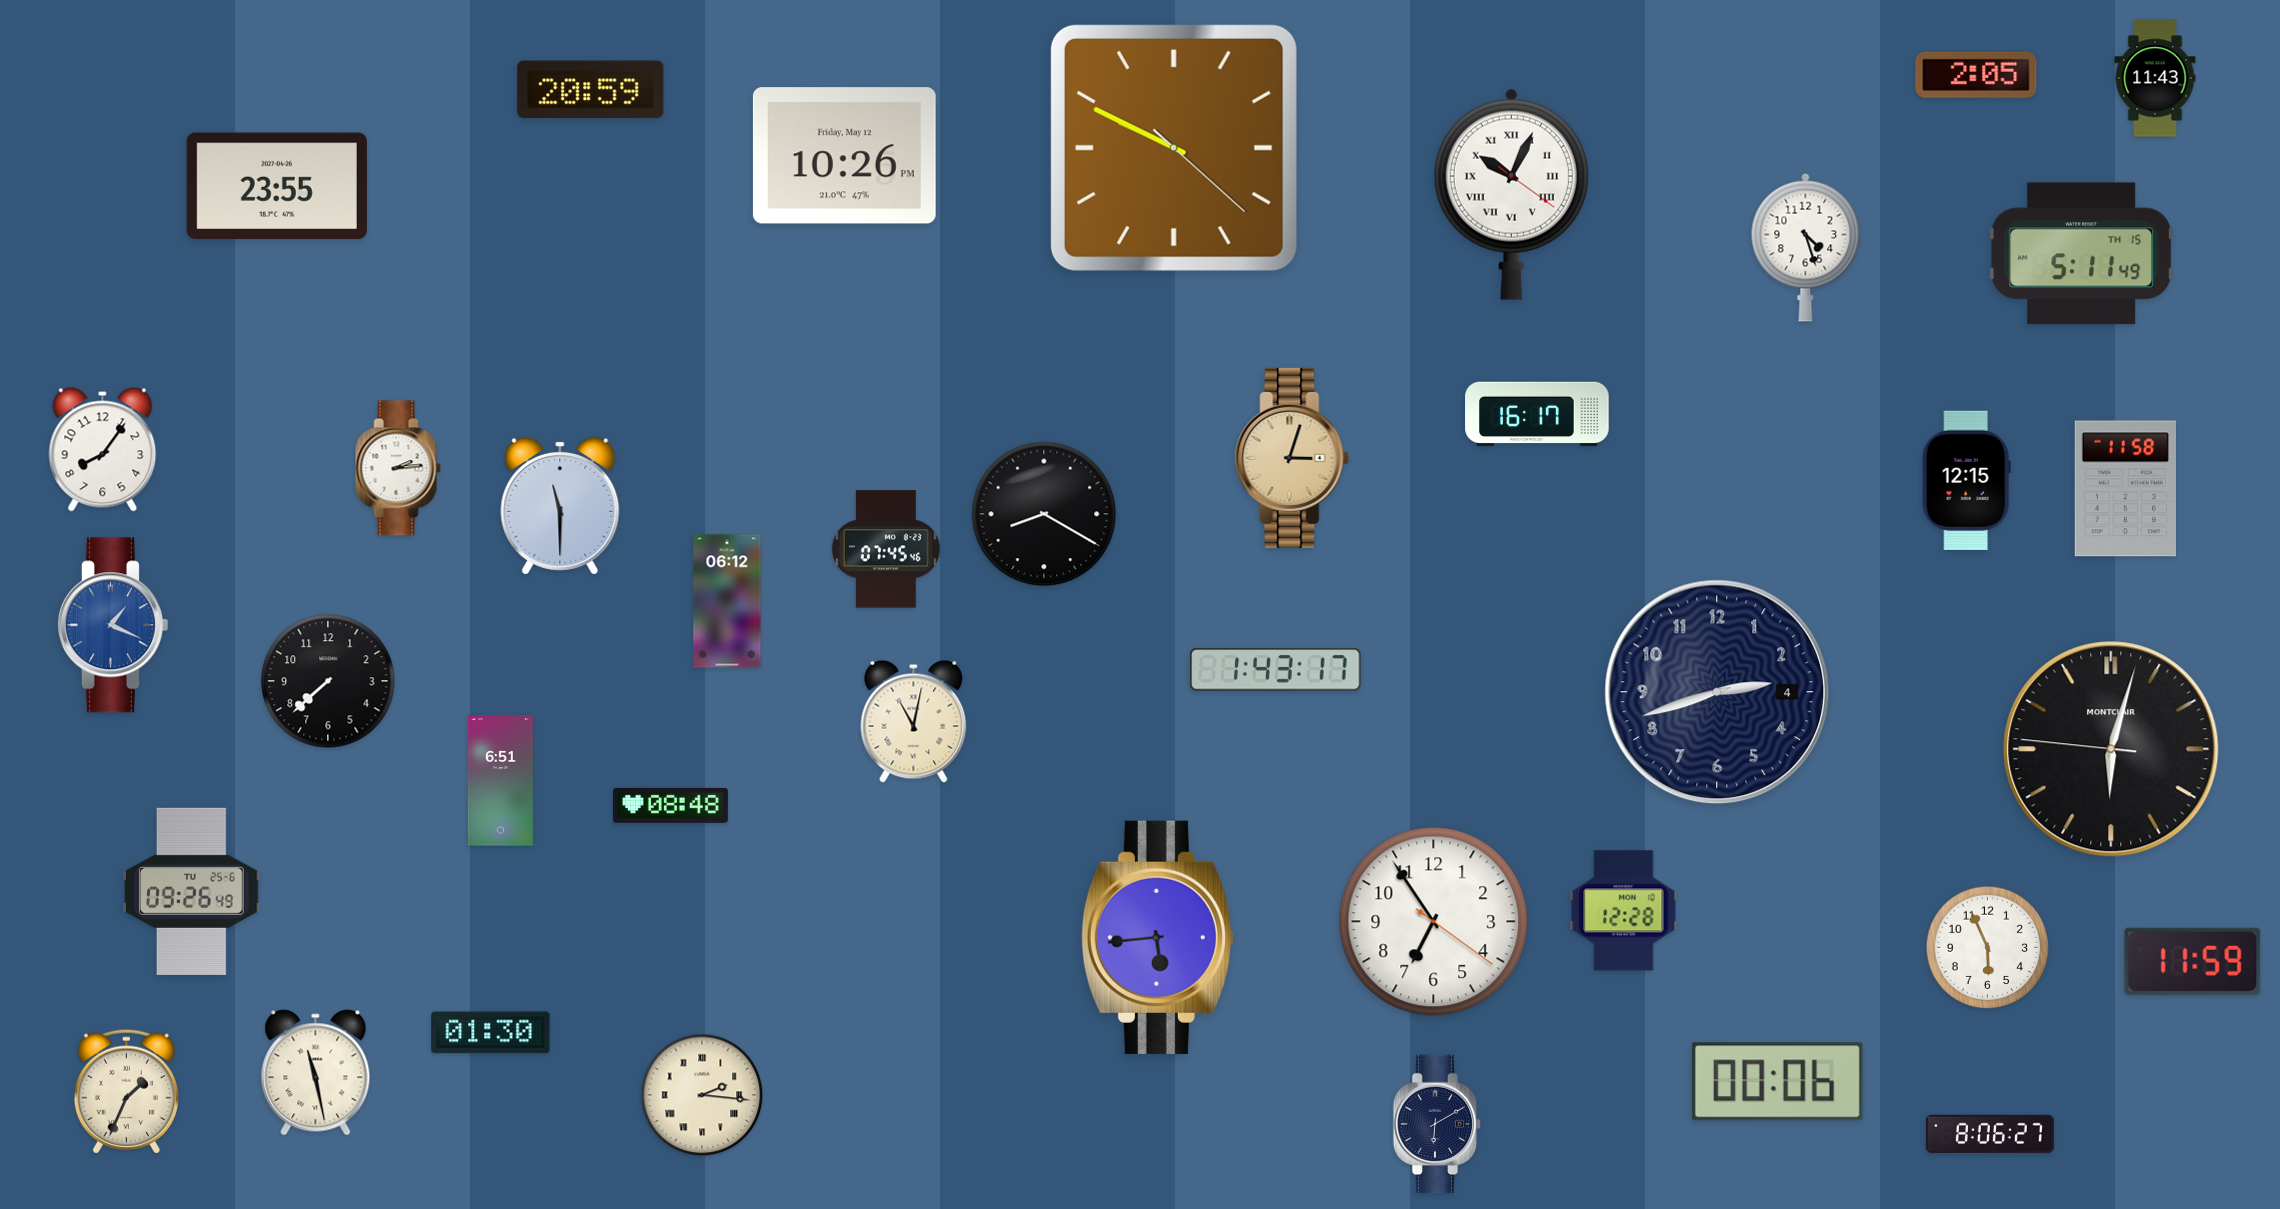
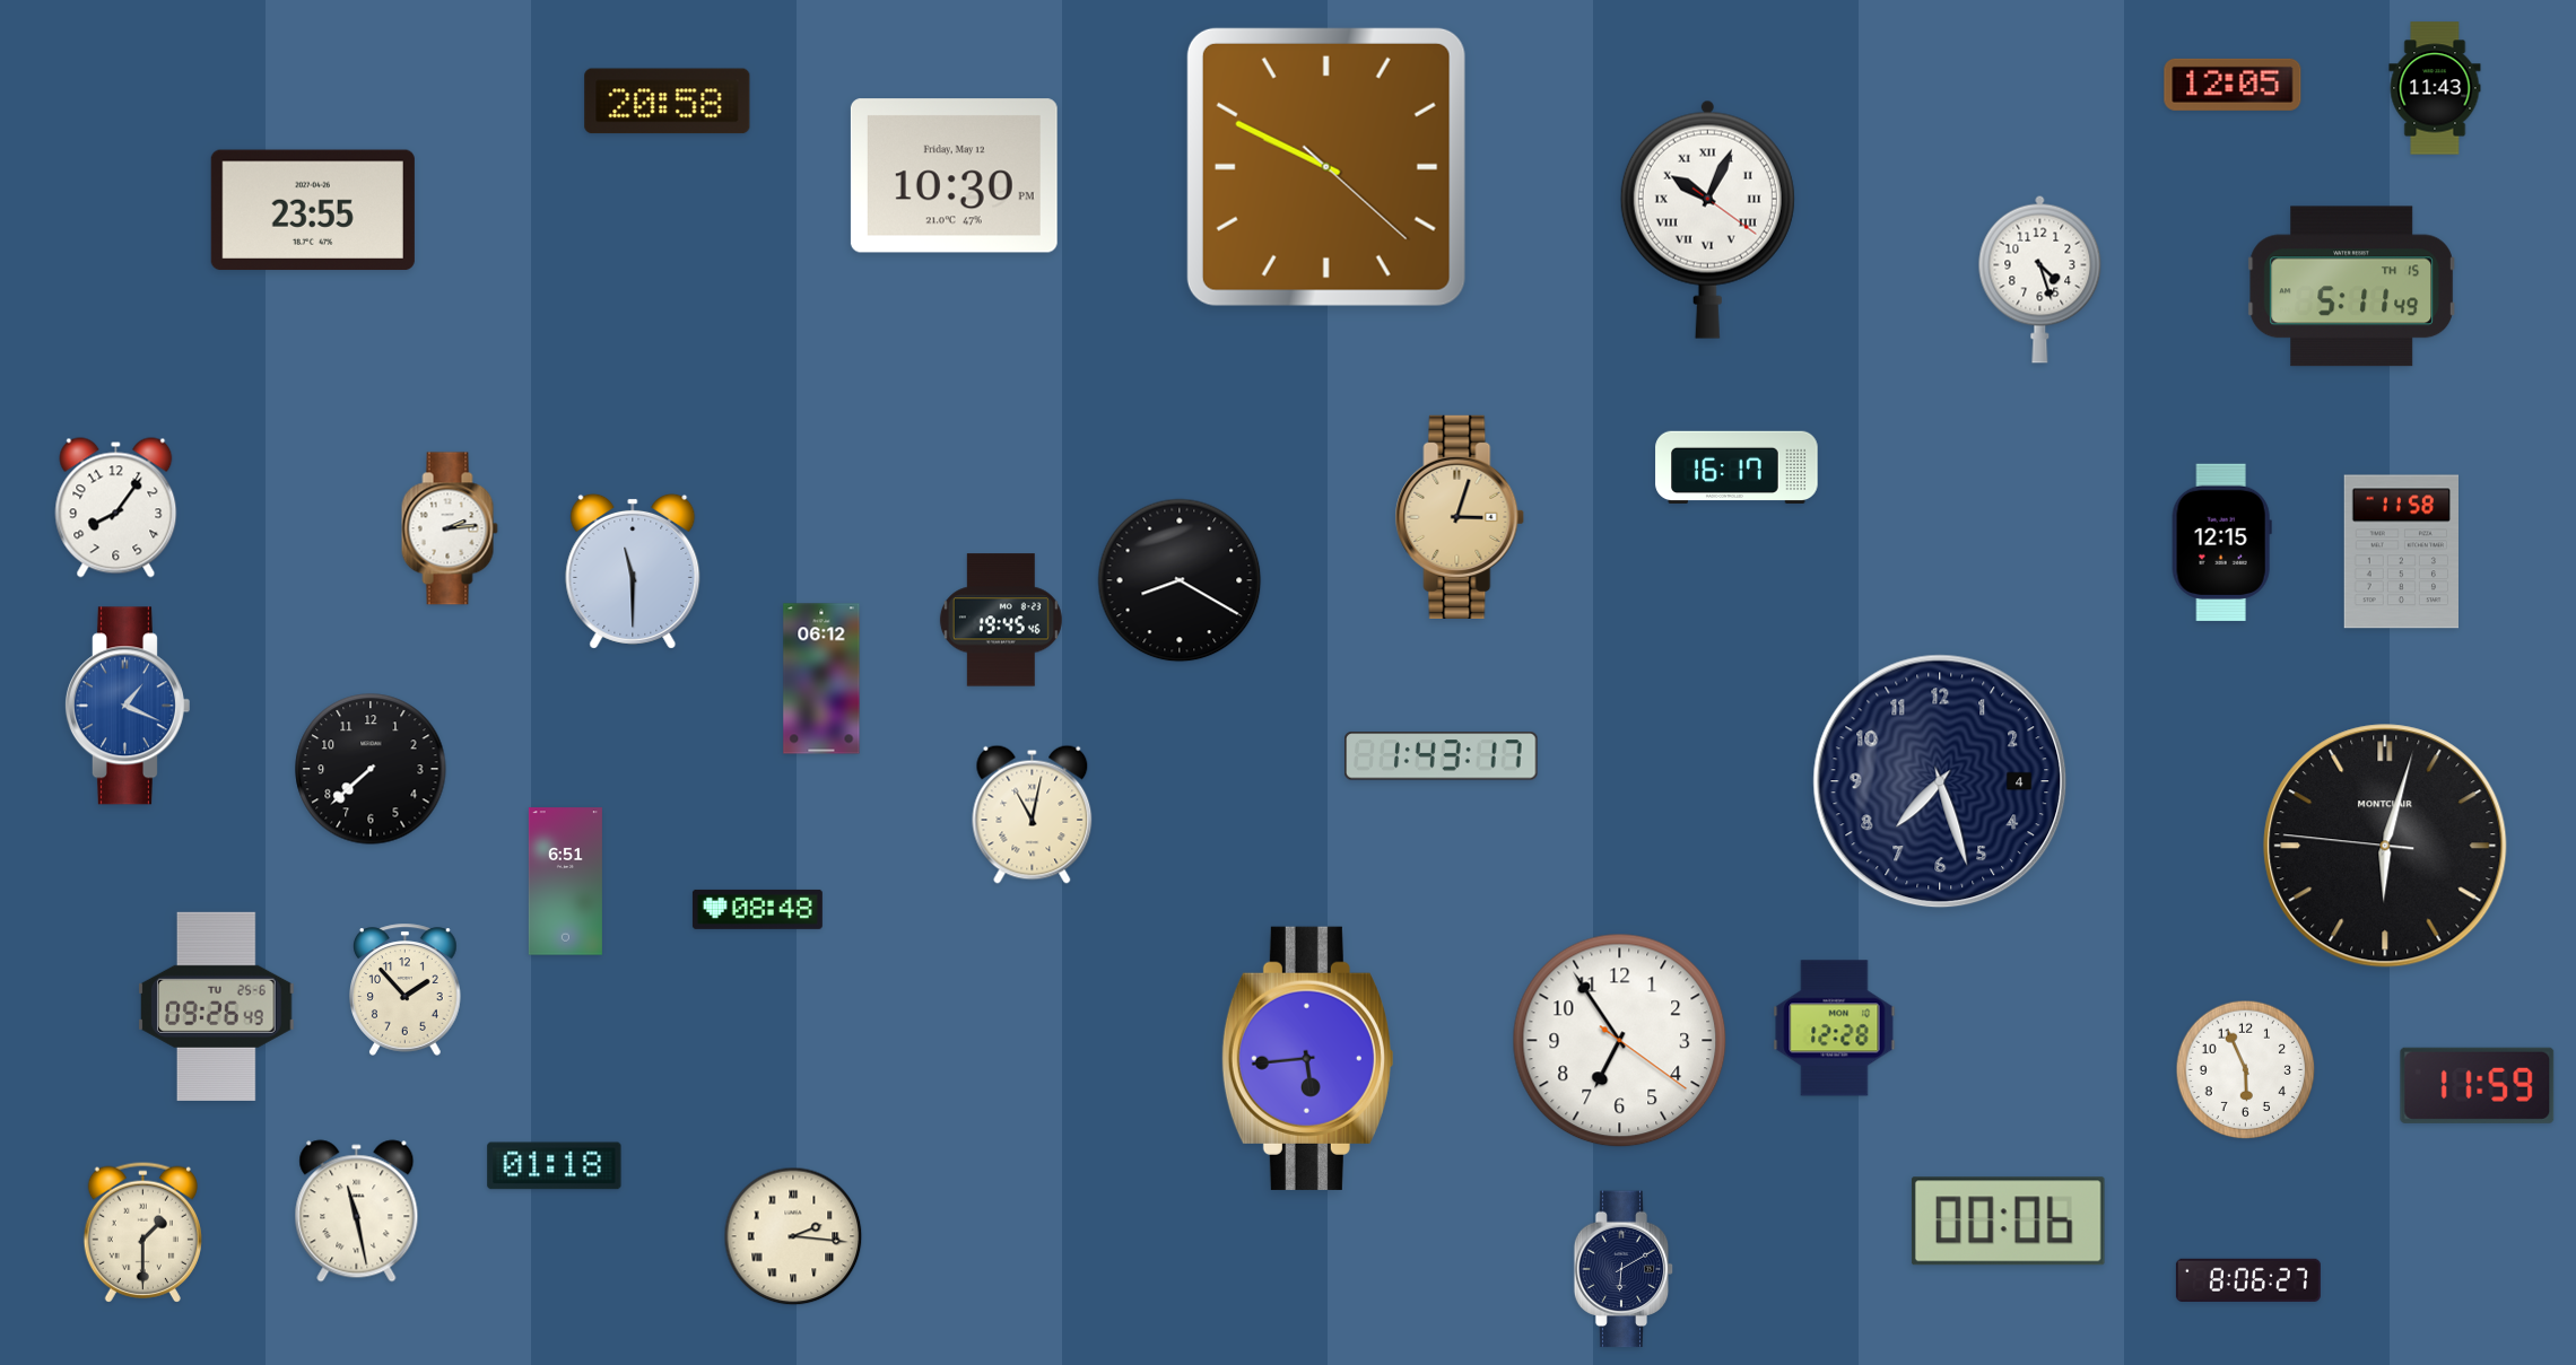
clock at (1976, 75): 2:05 -> 12:05
clock at (591, 90): 20:59 -> 20:58
clock at (844, 156): 10:26 -> 10:30
clock at (886, 549): 07:45 -> 19:45
clock at (1717, 692): 2:42 -> 7:27
clock at (406, 989): none -> 1:53
clock at (491, 1033): 01:30 -> 01:18
clock at (126, 1091): 1:34 -> 1:30
